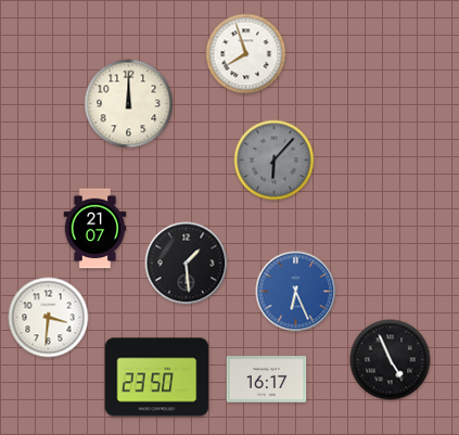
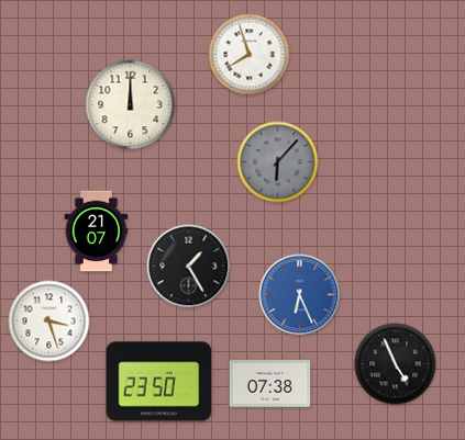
clock at (187, 264): 1:29 -> 1:25
clock at (49, 318): 3:31 -> 3:27
clock at (267, 380): 16:17 -> 07:38
